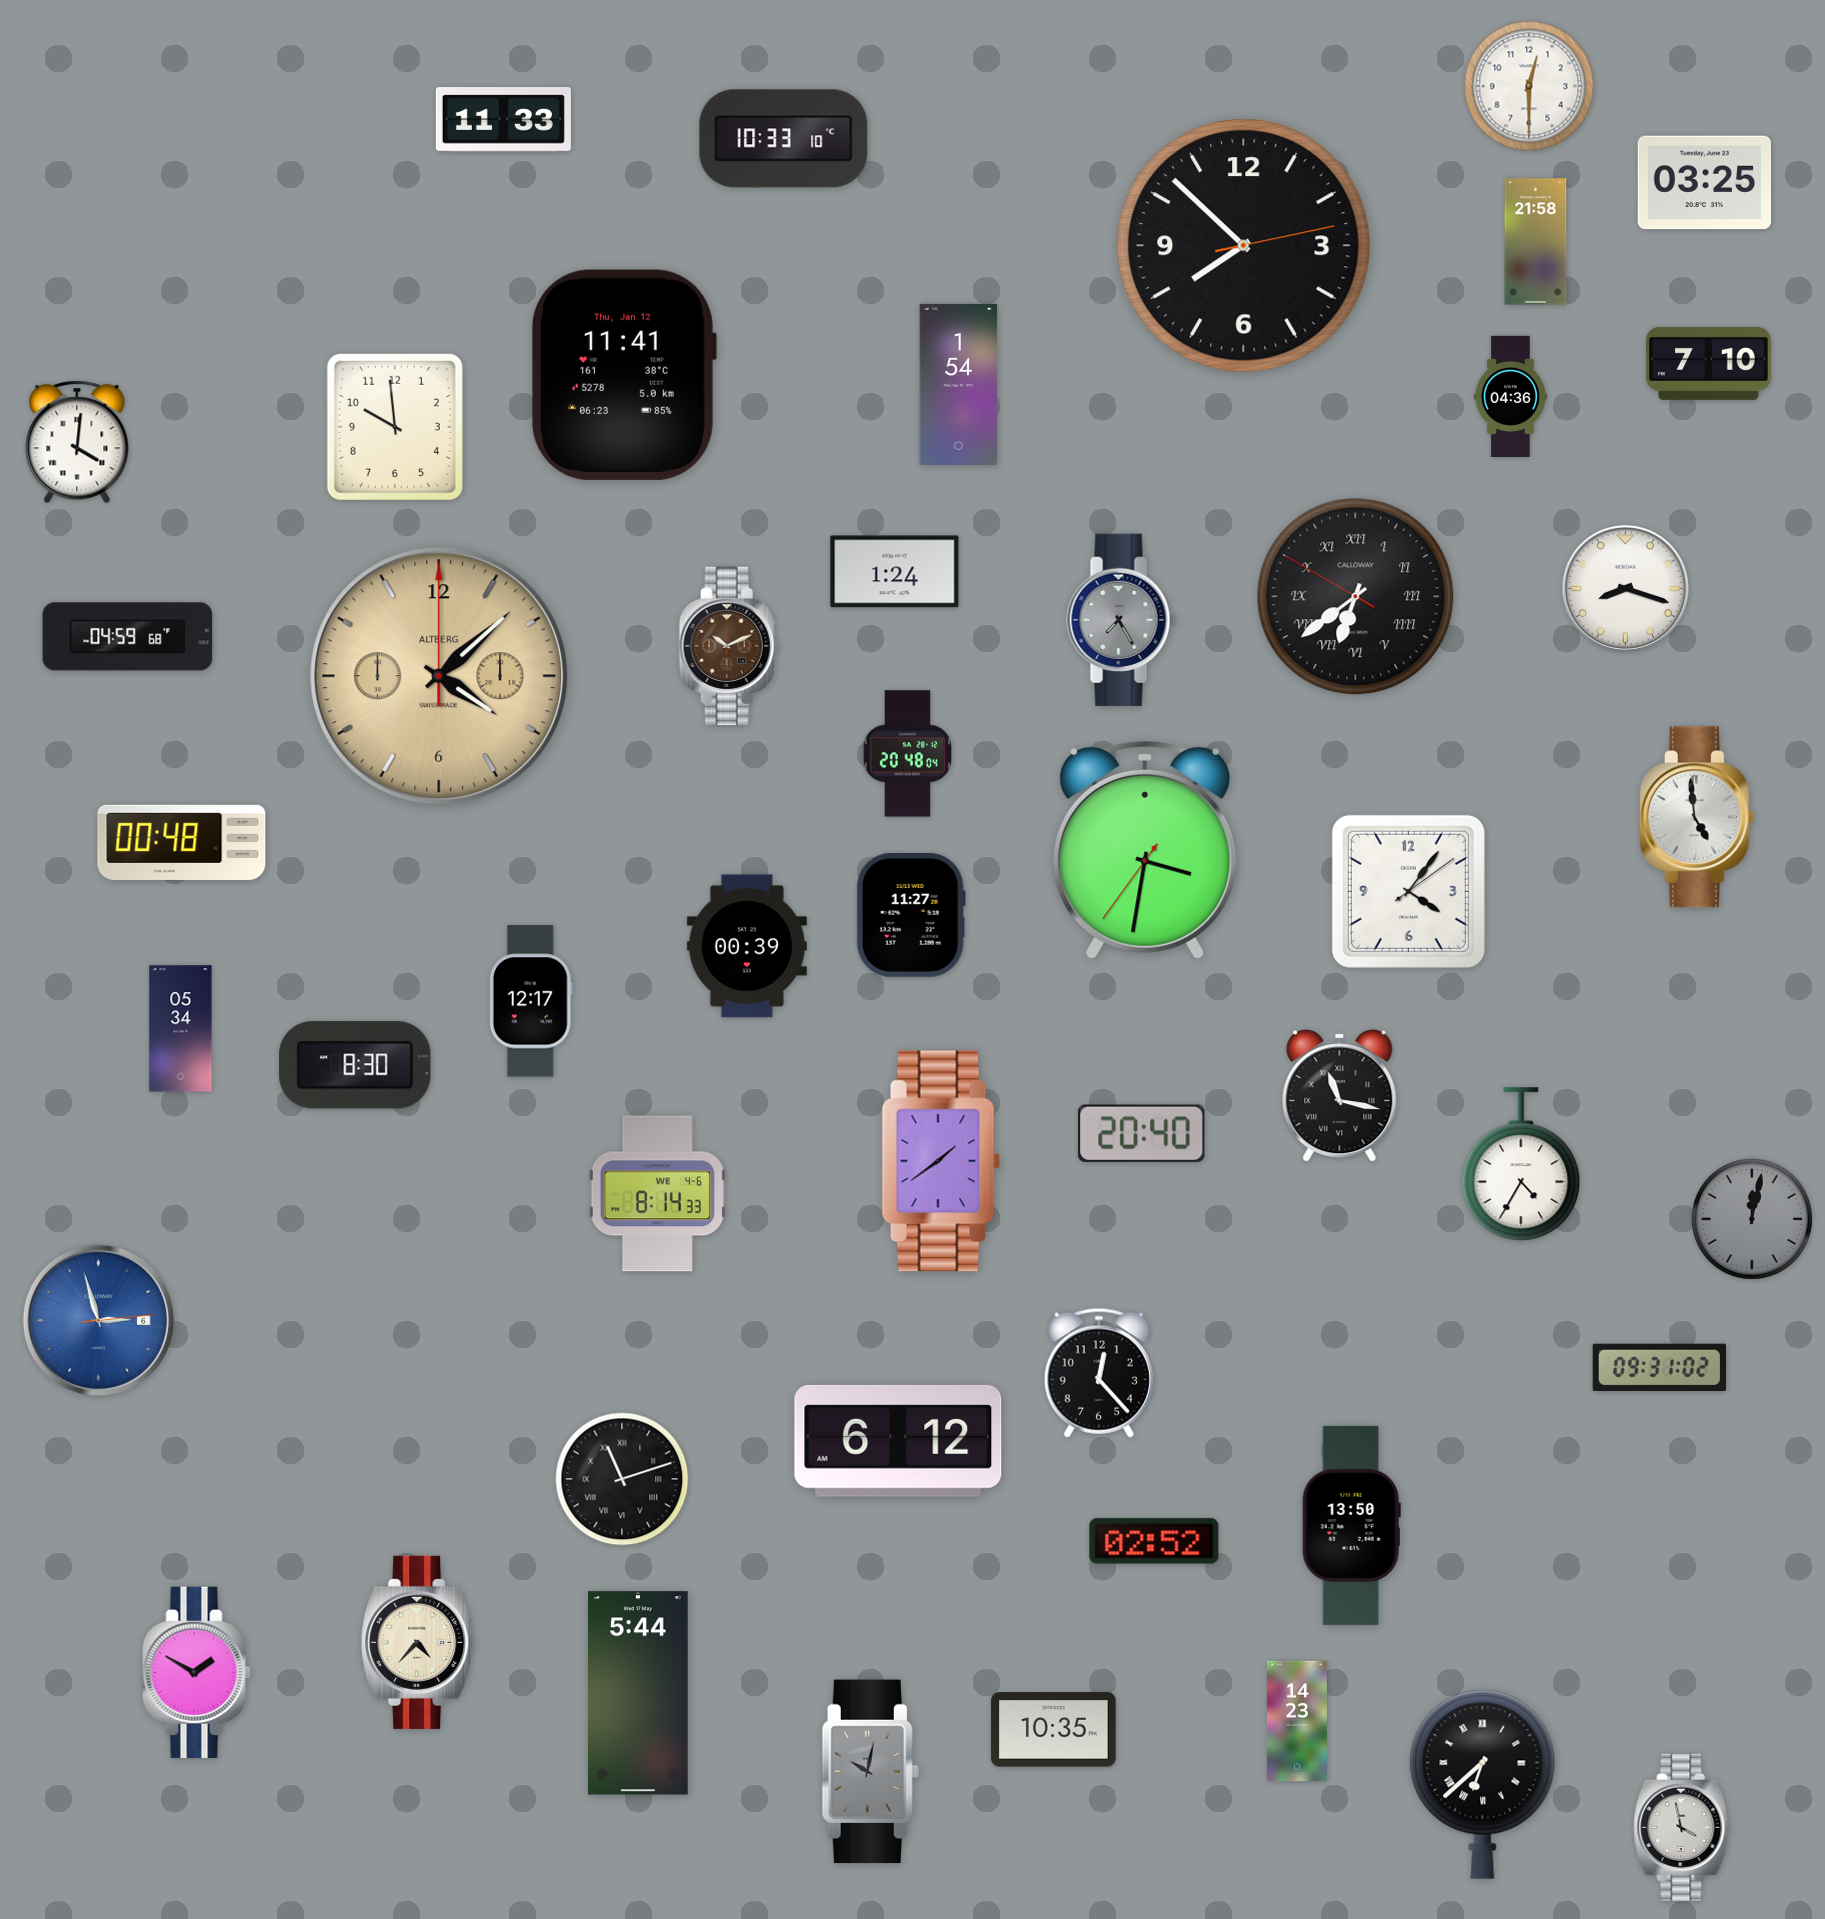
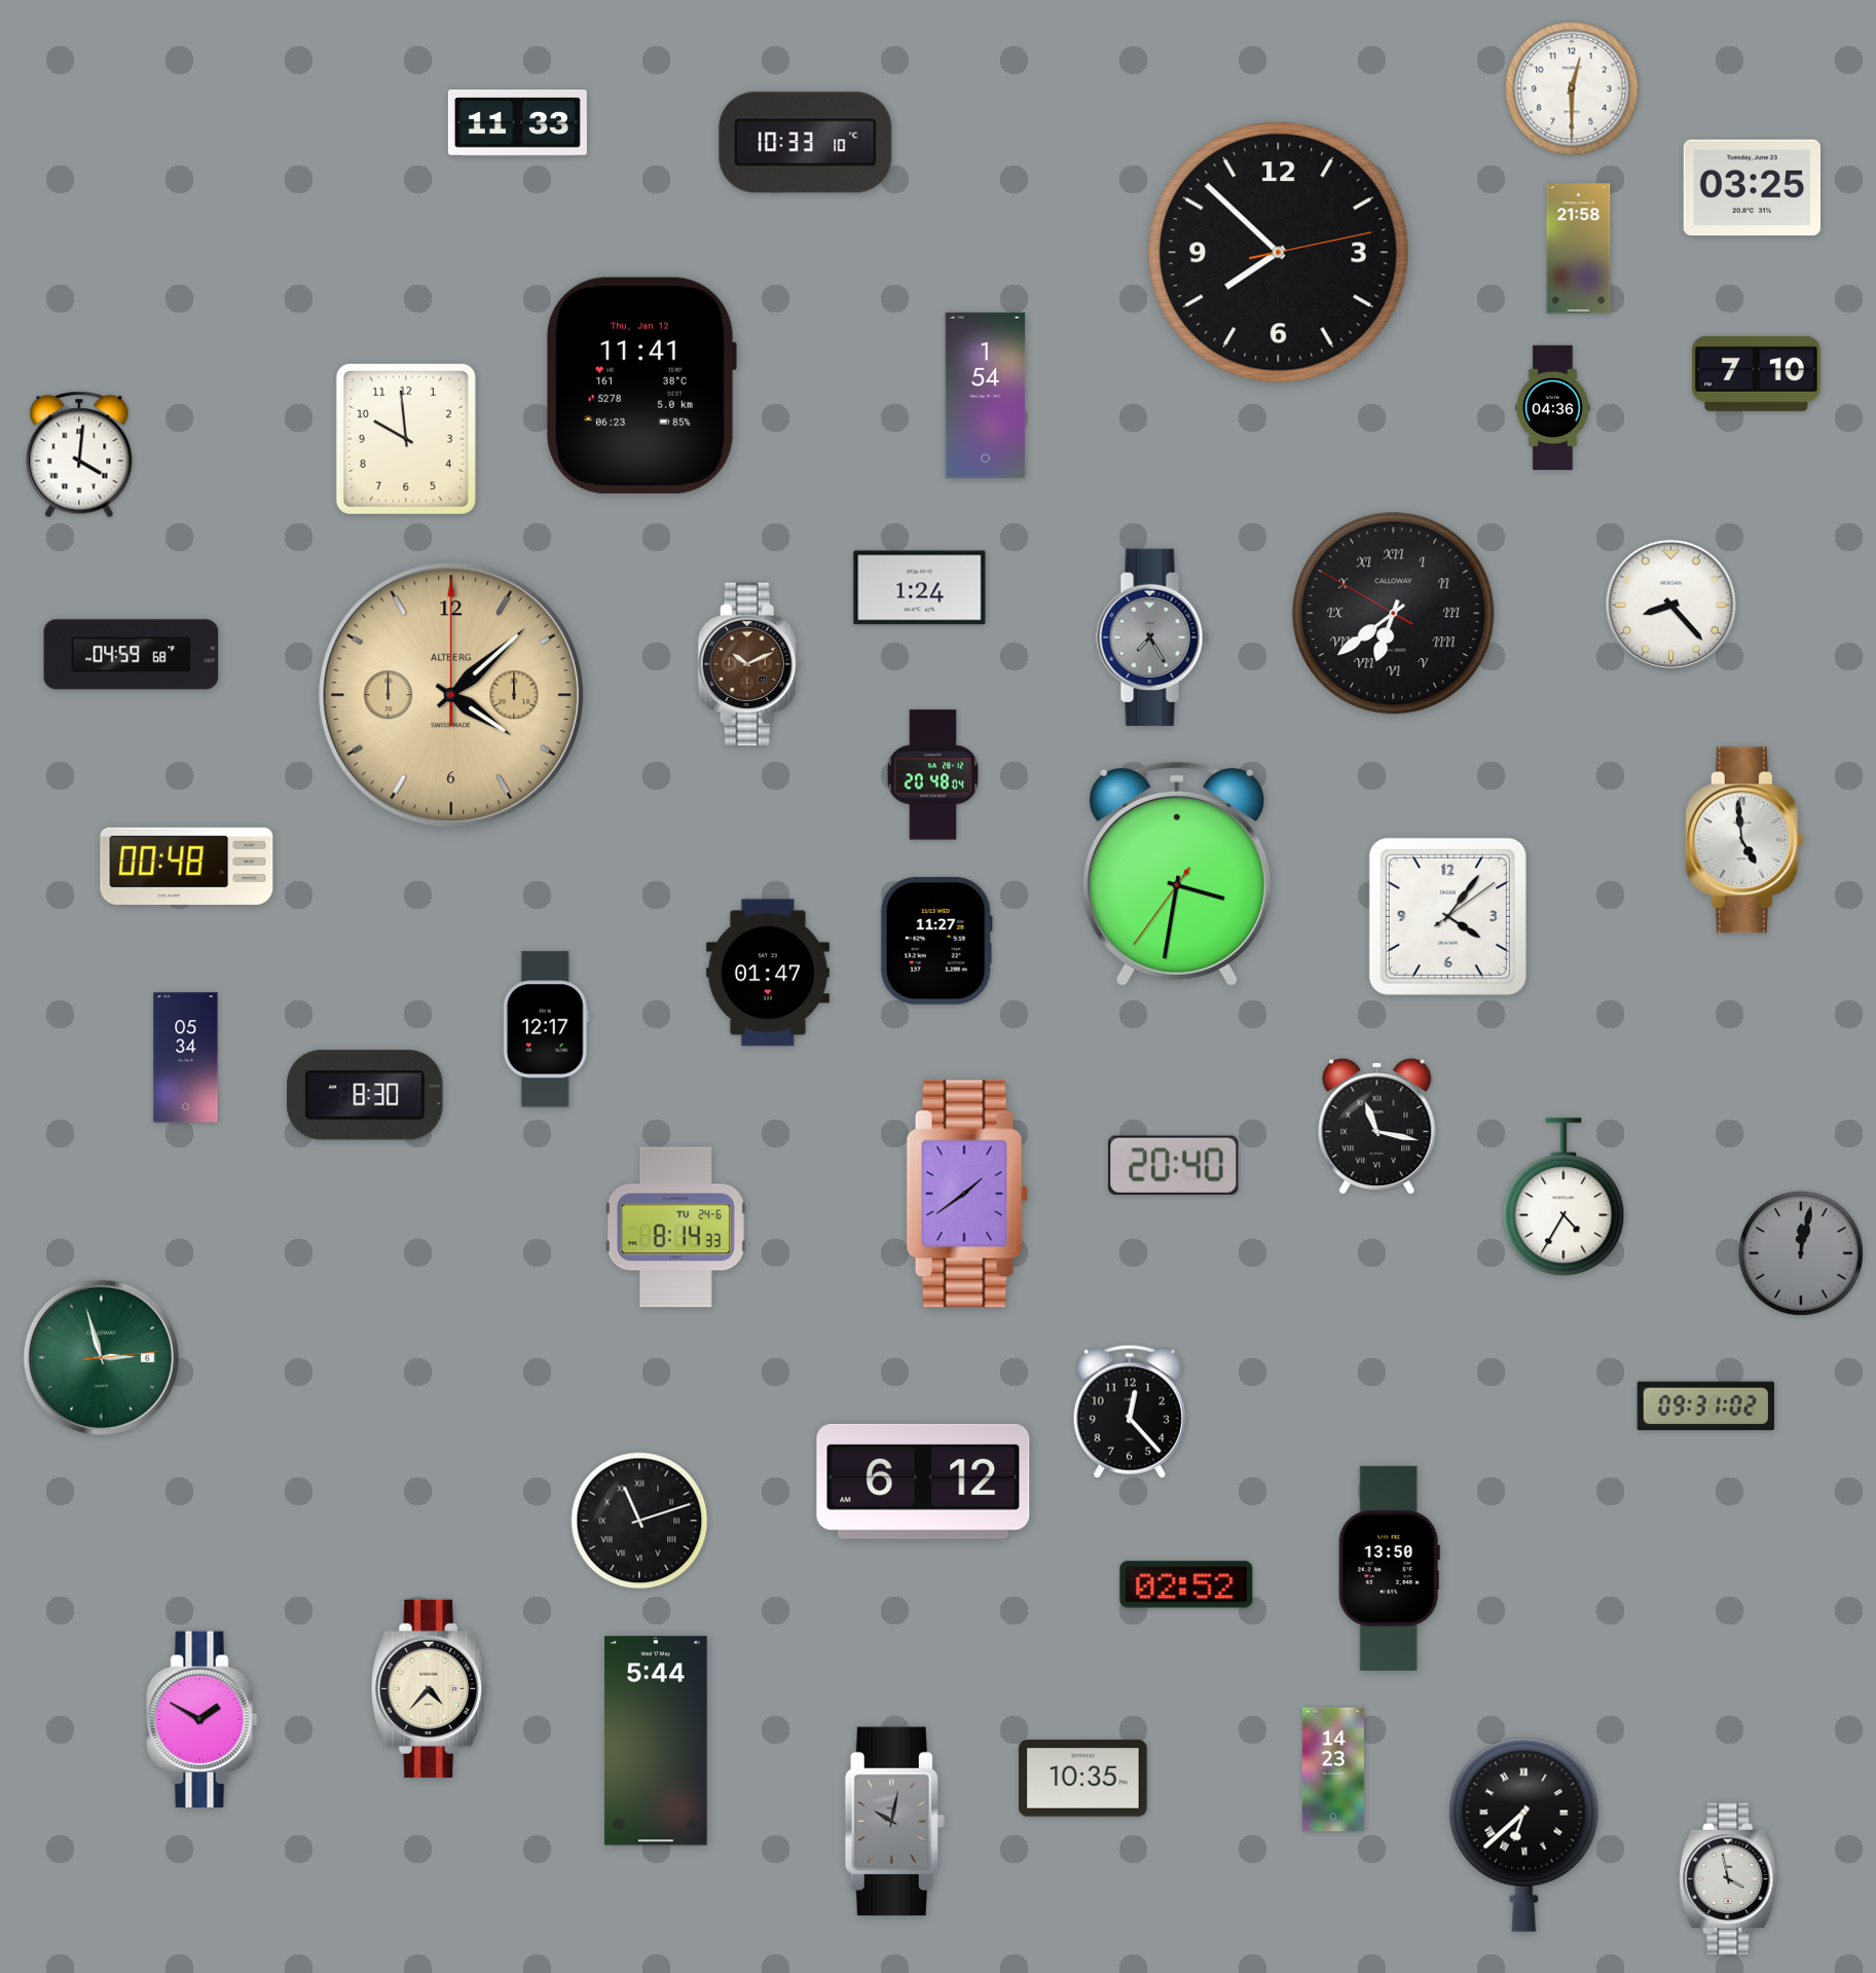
clock at (1625, 588): 8:18 -> 8:23
clock at (747, 946): 00:39 -> 01:47
clock at (657, 1194) date: WE 4-6 -> TU 24-6
clock at (98, 1320) dial: blue -> green
